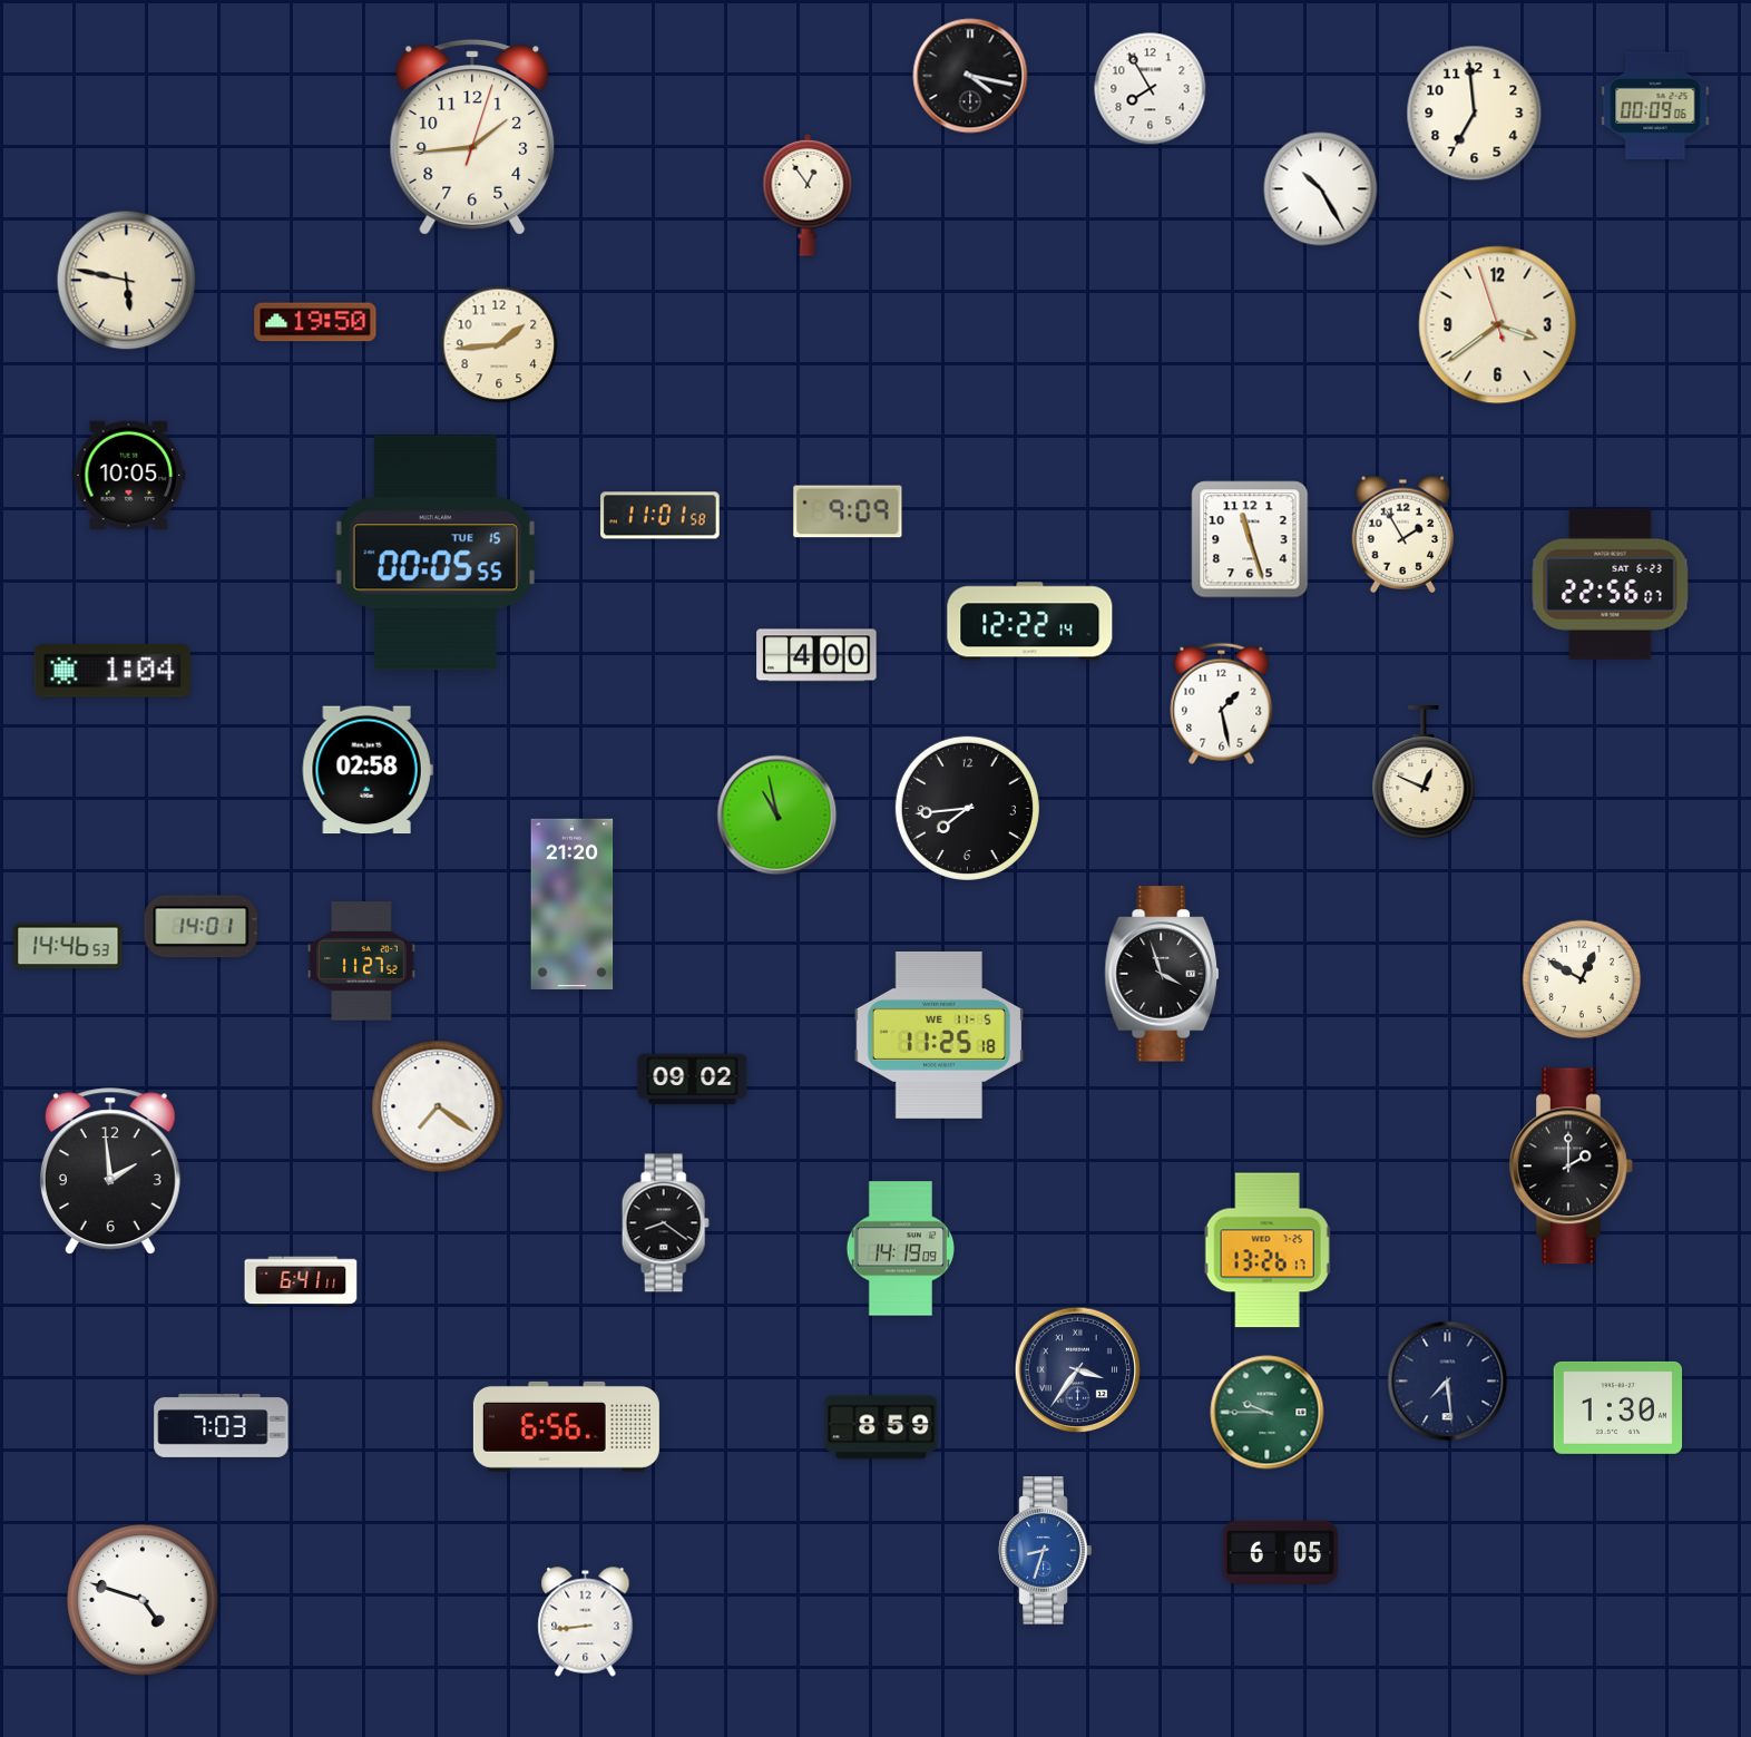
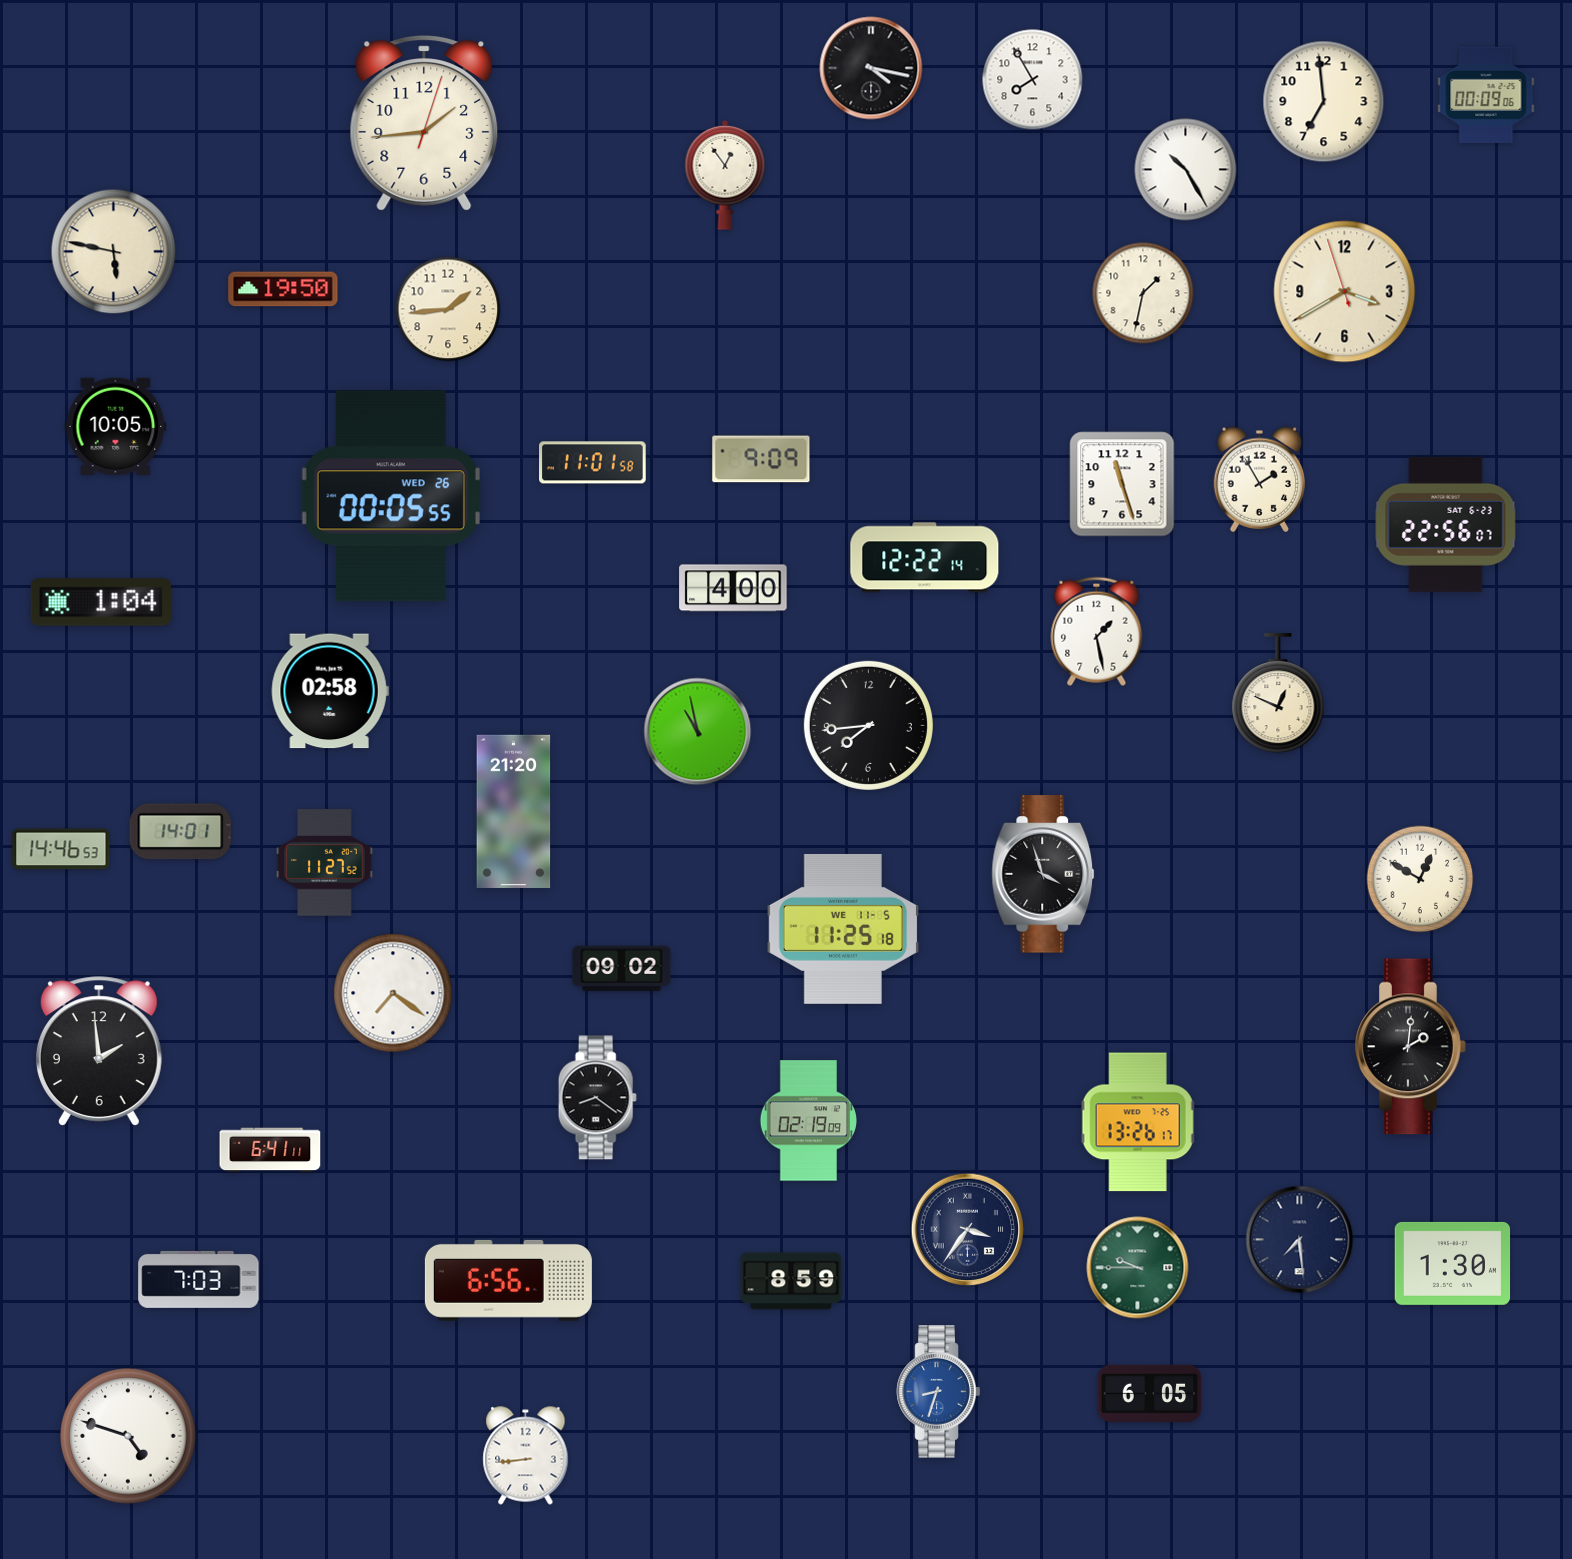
clock at (1498, 325): 3:38 -> 3:39
clock at (1143, 293): none -> 1:32
clock at (436, 553) date: TUE 15 -> WED 26
clock at (1572, 1167): 2:00 -> 2:01
clock at (900, 1249): 14:19 -> 02:19
